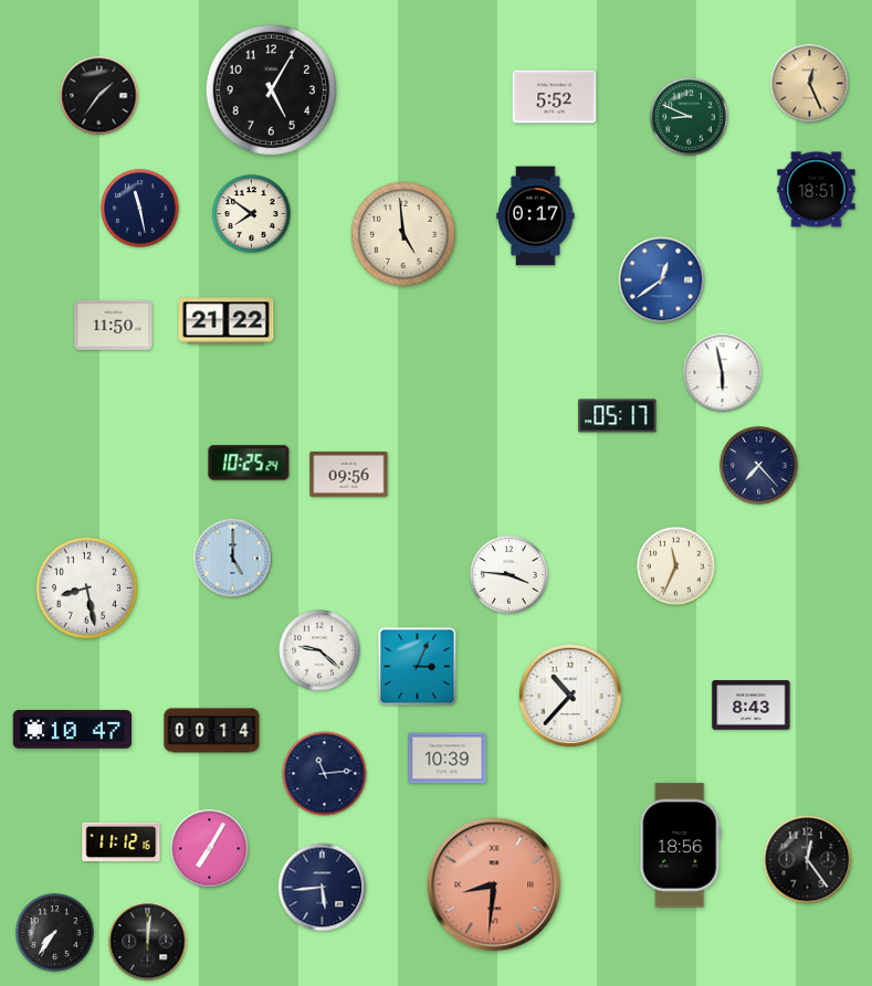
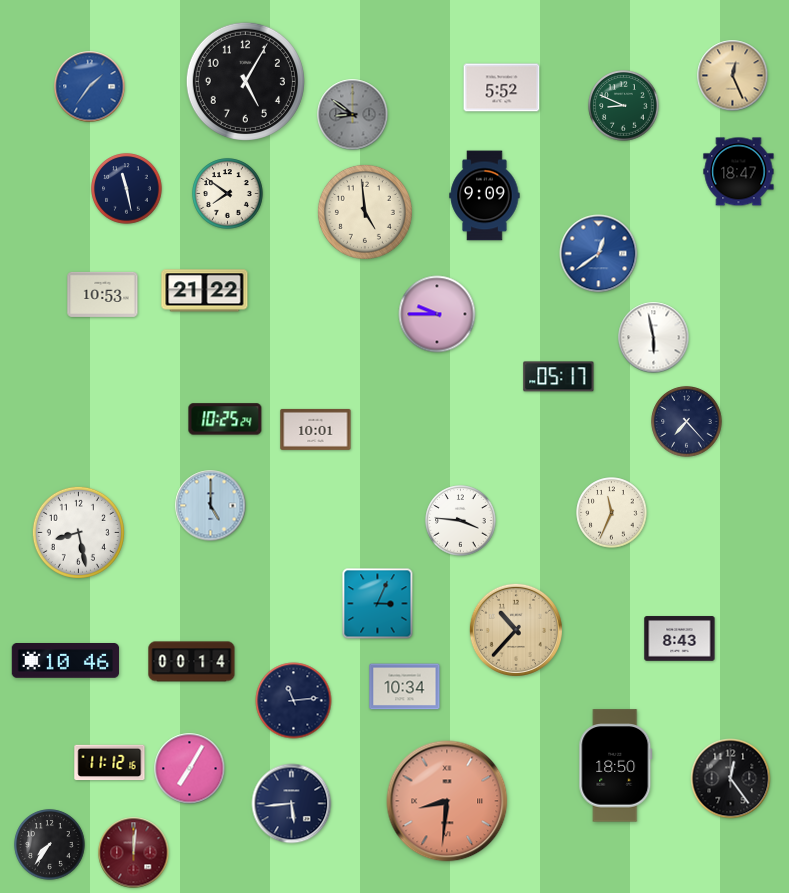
clock at (99, 96) dial: black -> blue
clock at (353, 115): none -> 8:51
clock at (817, 190): 18:51 -> 18:47
clock at (536, 216): 0:17 -> 9:09
clock at (114, 325): 11:50 -> 10:53
clock at (437, 314): none -> 9:45
clock at (349, 474): 09:56 -> 10:01
clock at (319, 650): 9:22 -> none
clock at (570, 696) dial: white -> champagne
clock at (73, 730): 10:47 -> 10:46
clock at (448, 759): 10:39 -> 10:34
clock at (681, 846): 18:56 -> 18:50
clock at (148, 942) dial: black -> burgundy
